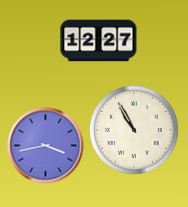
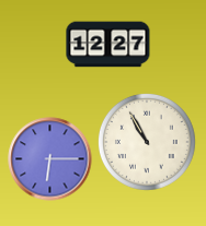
clock at (46, 146): 3:43 -> 6:15
